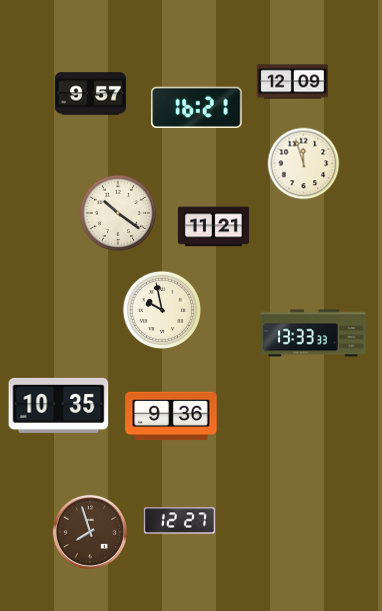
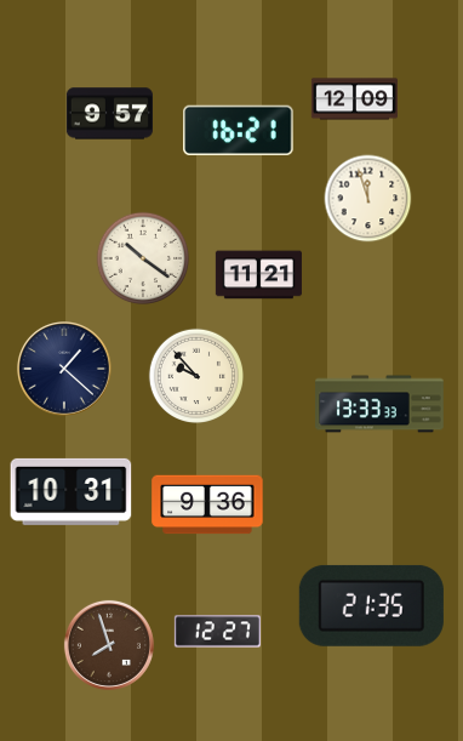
clock at (64, 369): none -> 1:22
clock at (161, 309): 9:58 -> 9:53
clock at (59, 405): 10:35 -> 10:31
clock at (371, 605): none -> 21:35
